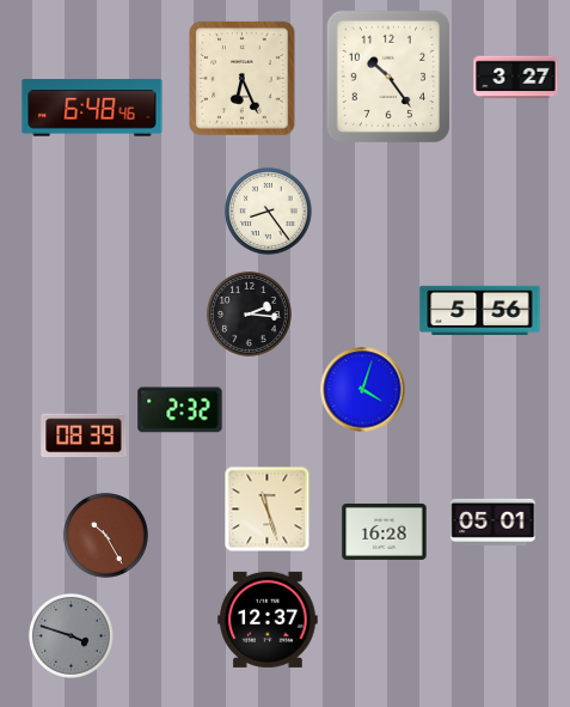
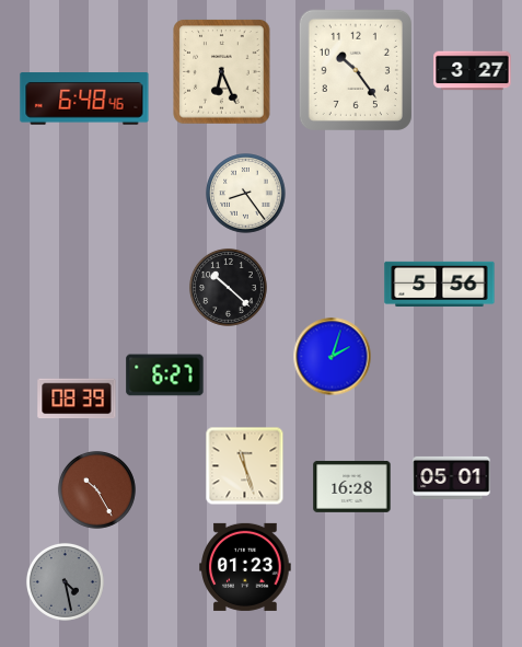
clock at (250, 315): 2:16 -> 10:22
clock at (363, 390): 4:03 -> 2:03
clock at (180, 410): 2:32 -> 6:27
clock at (268, 620): 12:37 -> 01:23
clock at (72, 636): 3:48 -> 4:28
